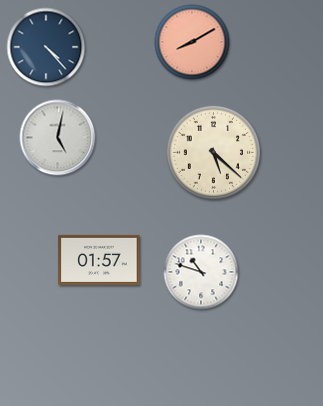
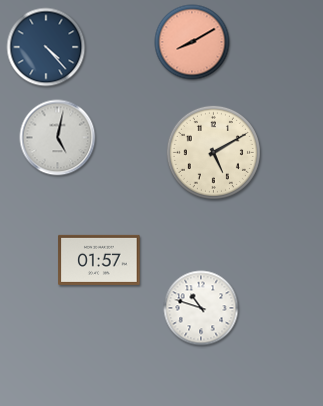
clock at (213, 152): 5:22 -> 5:10
clock at (201, 272) position: (201, 272) -> (201, 308)
